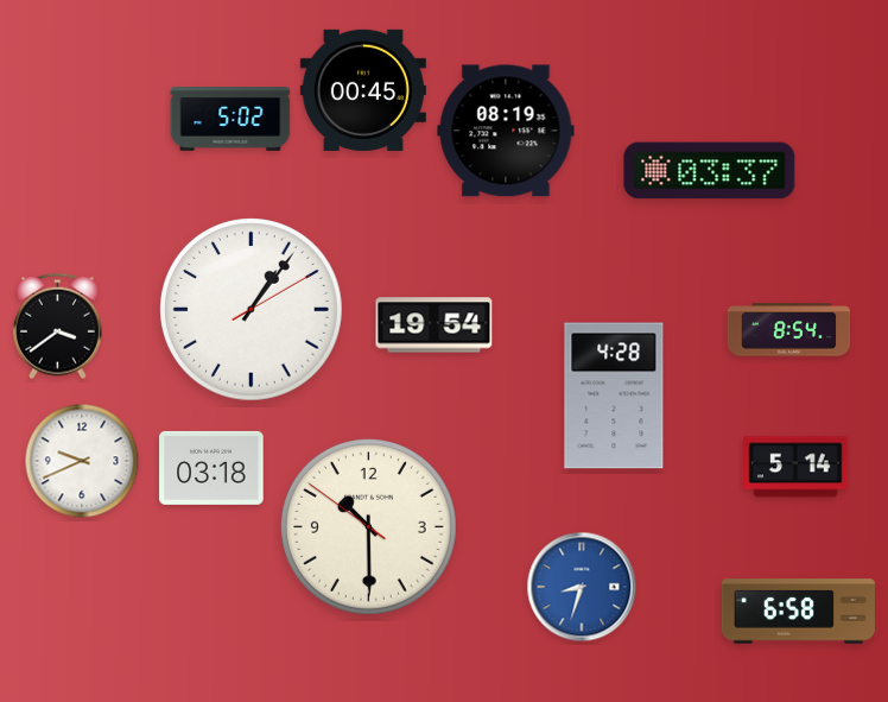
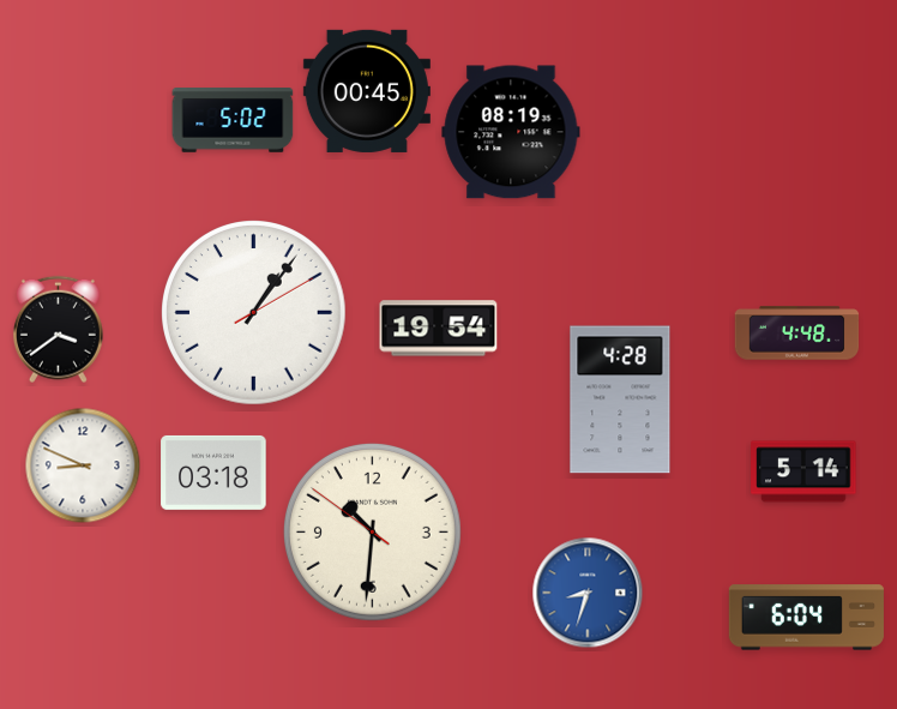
clock at (710, 171): 03:37 -> none
clock at (789, 330): 8:54 -> 4:48
clock at (82, 461): 9:41 -> 8:49
clock at (368, 526): 10:29 -> 10:30
clock at (798, 612): 6:58 -> 6:04
